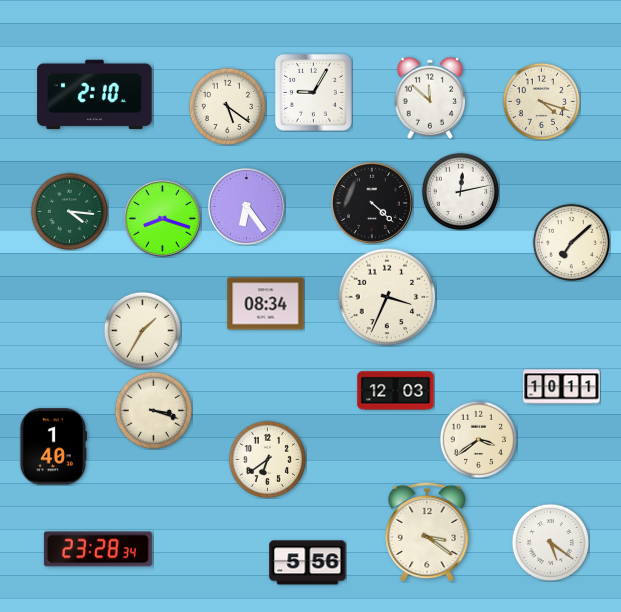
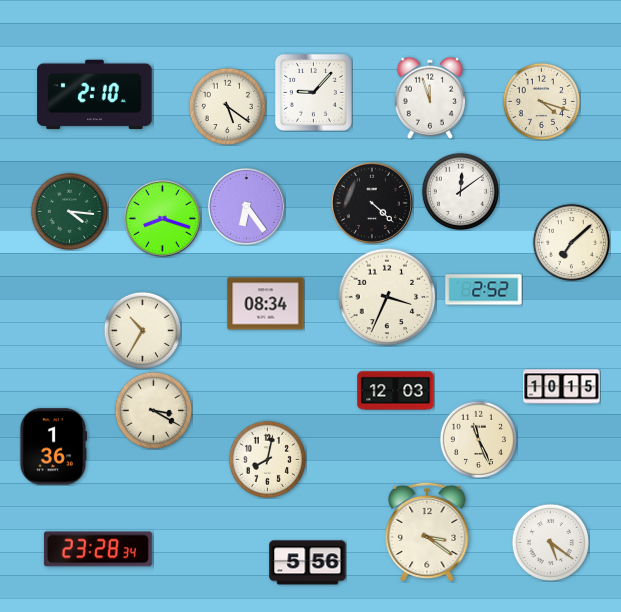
clock at (313, 92): 9:05 -> 9:07
clock at (429, 98): 11:52 -> 11:57
clock at (460, 191): 12:13 -> 12:09
clock at (484, 290): none -> 2:52
clock at (142, 330): 1:35 -> 10:35
clock at (562, 387): 10:11 -> 10:15
clock at (153, 410): 3:18 -> 3:20
clock at (478, 439): 3:39 -> 11:26
clock at (53, 447): 1:40 -> 1:36
clock at (267, 459): 6:39 -> 8:02
